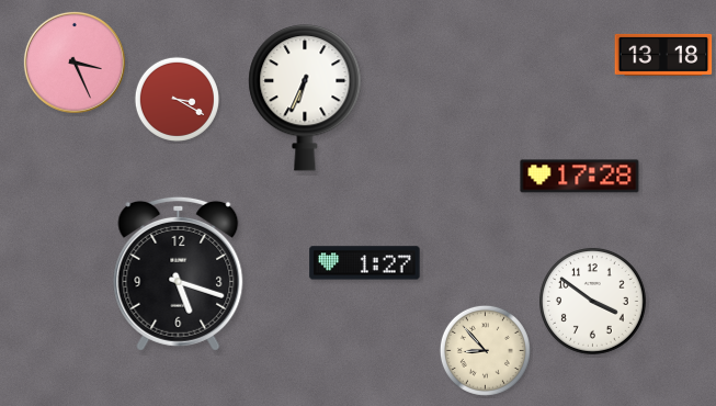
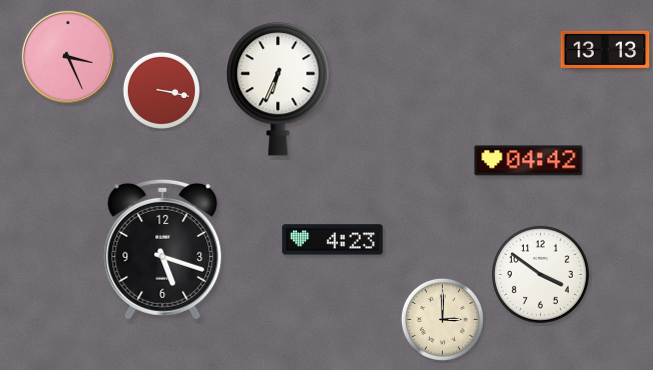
clock at (663, 55): 13:18 -> 13:13
clock at (177, 99): 3:20 -> 3:17
clock at (580, 177): 17:28 -> 04:42
clock at (365, 263): 1:27 -> 4:23
clock at (485, 350): 8:53 -> 3:00
